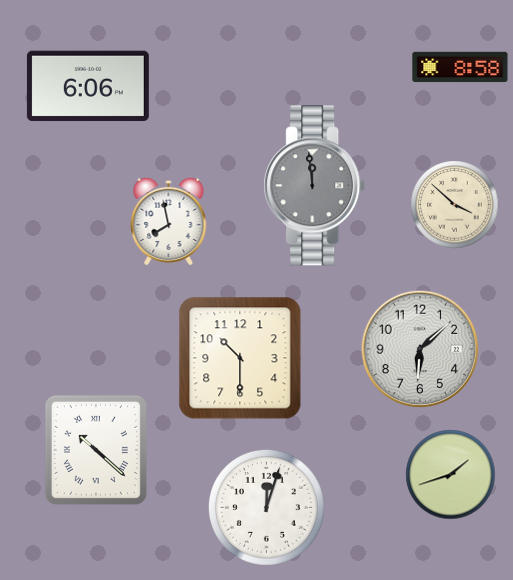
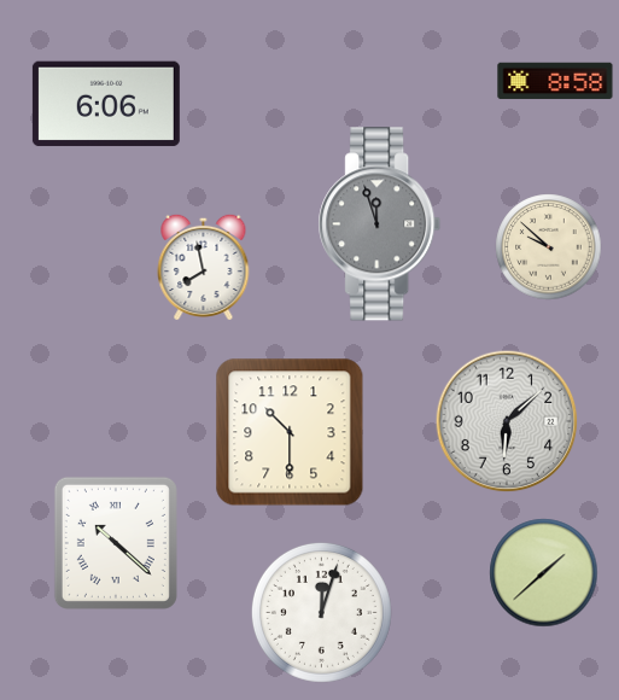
clock at (315, 186): 11:59 -> 11:57
clock at (455, 205): 3:52 -> 9:52
clock at (451, 475): 1:42 -> 1:38
